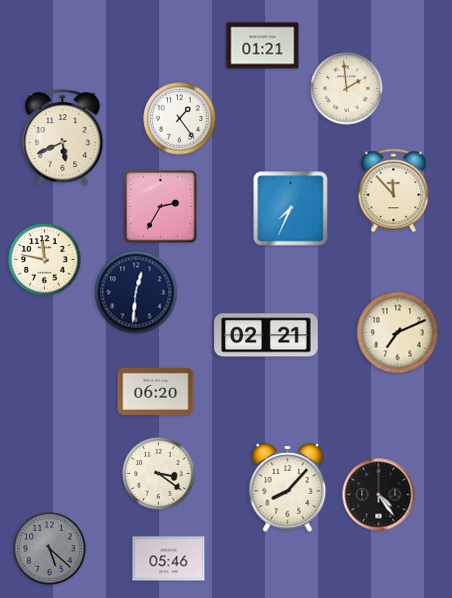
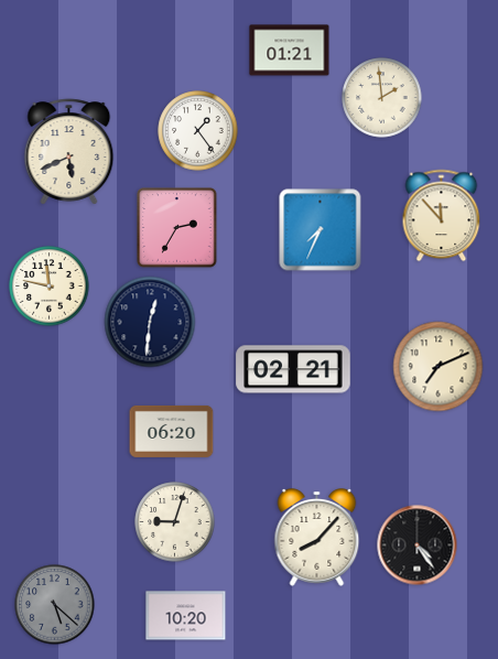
clock at (394, 191) position: (394, 191) -> (442, 216)
clock at (159, 474): 3:21 -> 9:03
clock at (169, 559): 05:46 -> 10:20
